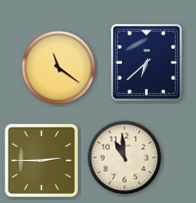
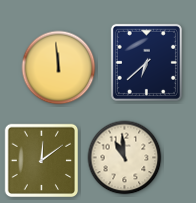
clock at (59, 68): 11:21 -> 11:59
clock at (42, 161): 2:45 -> 12:09
